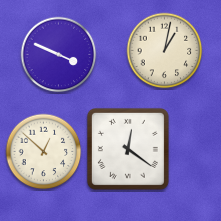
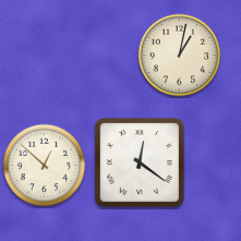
clock at (59, 55): 3:49 -> none
clock at (44, 152) position: (44, 152) -> (45, 166)
